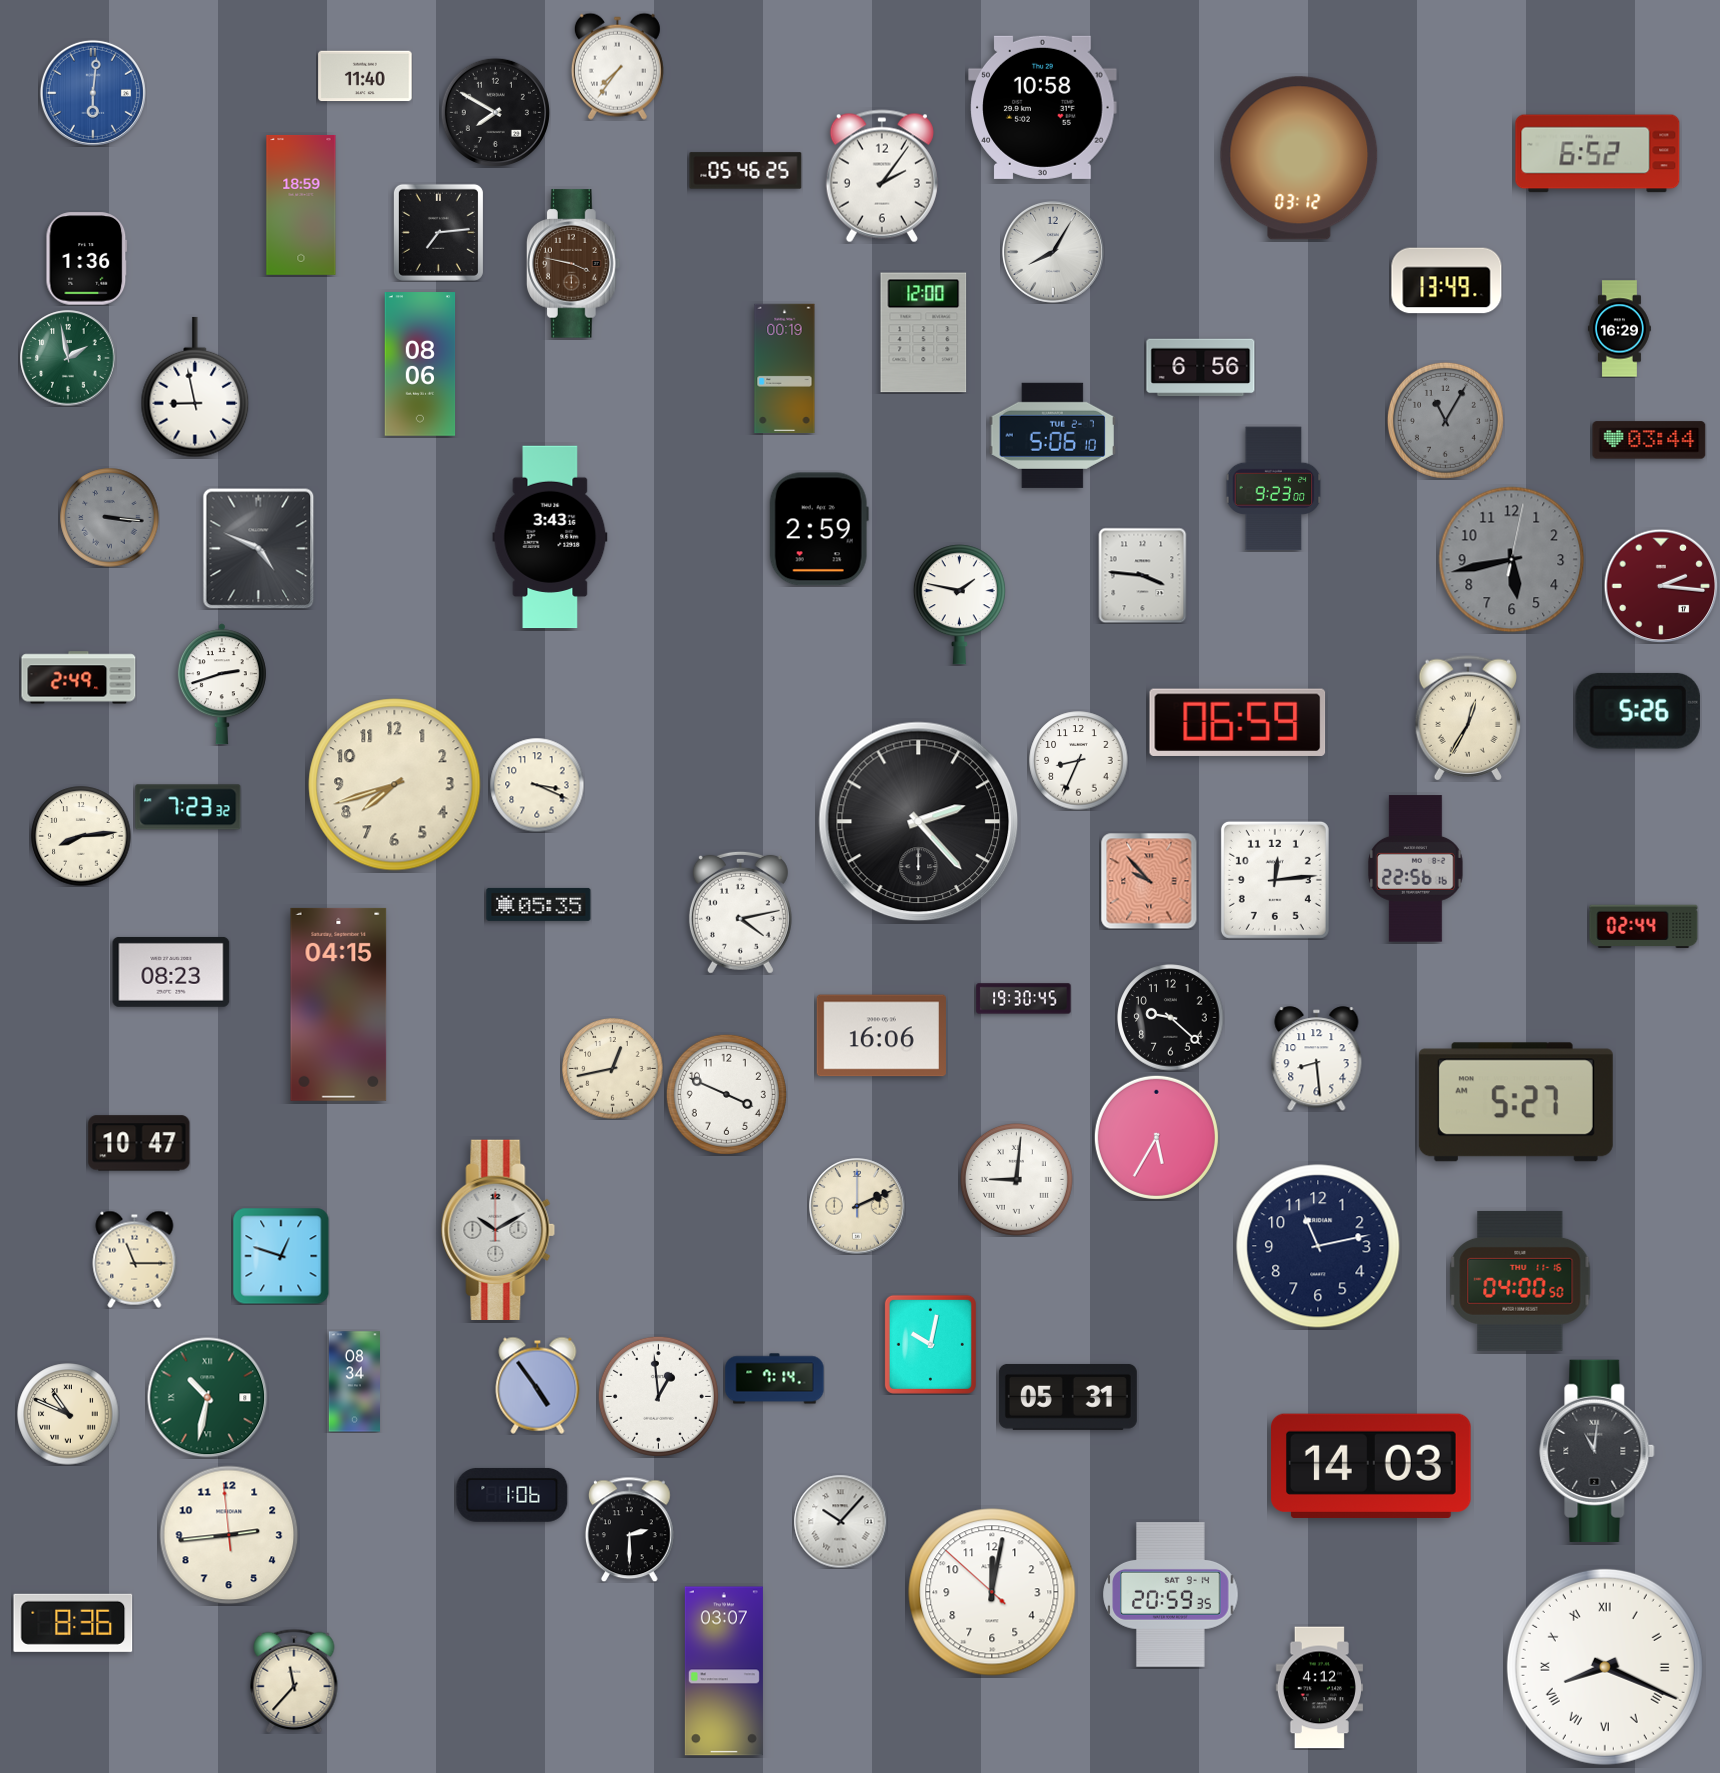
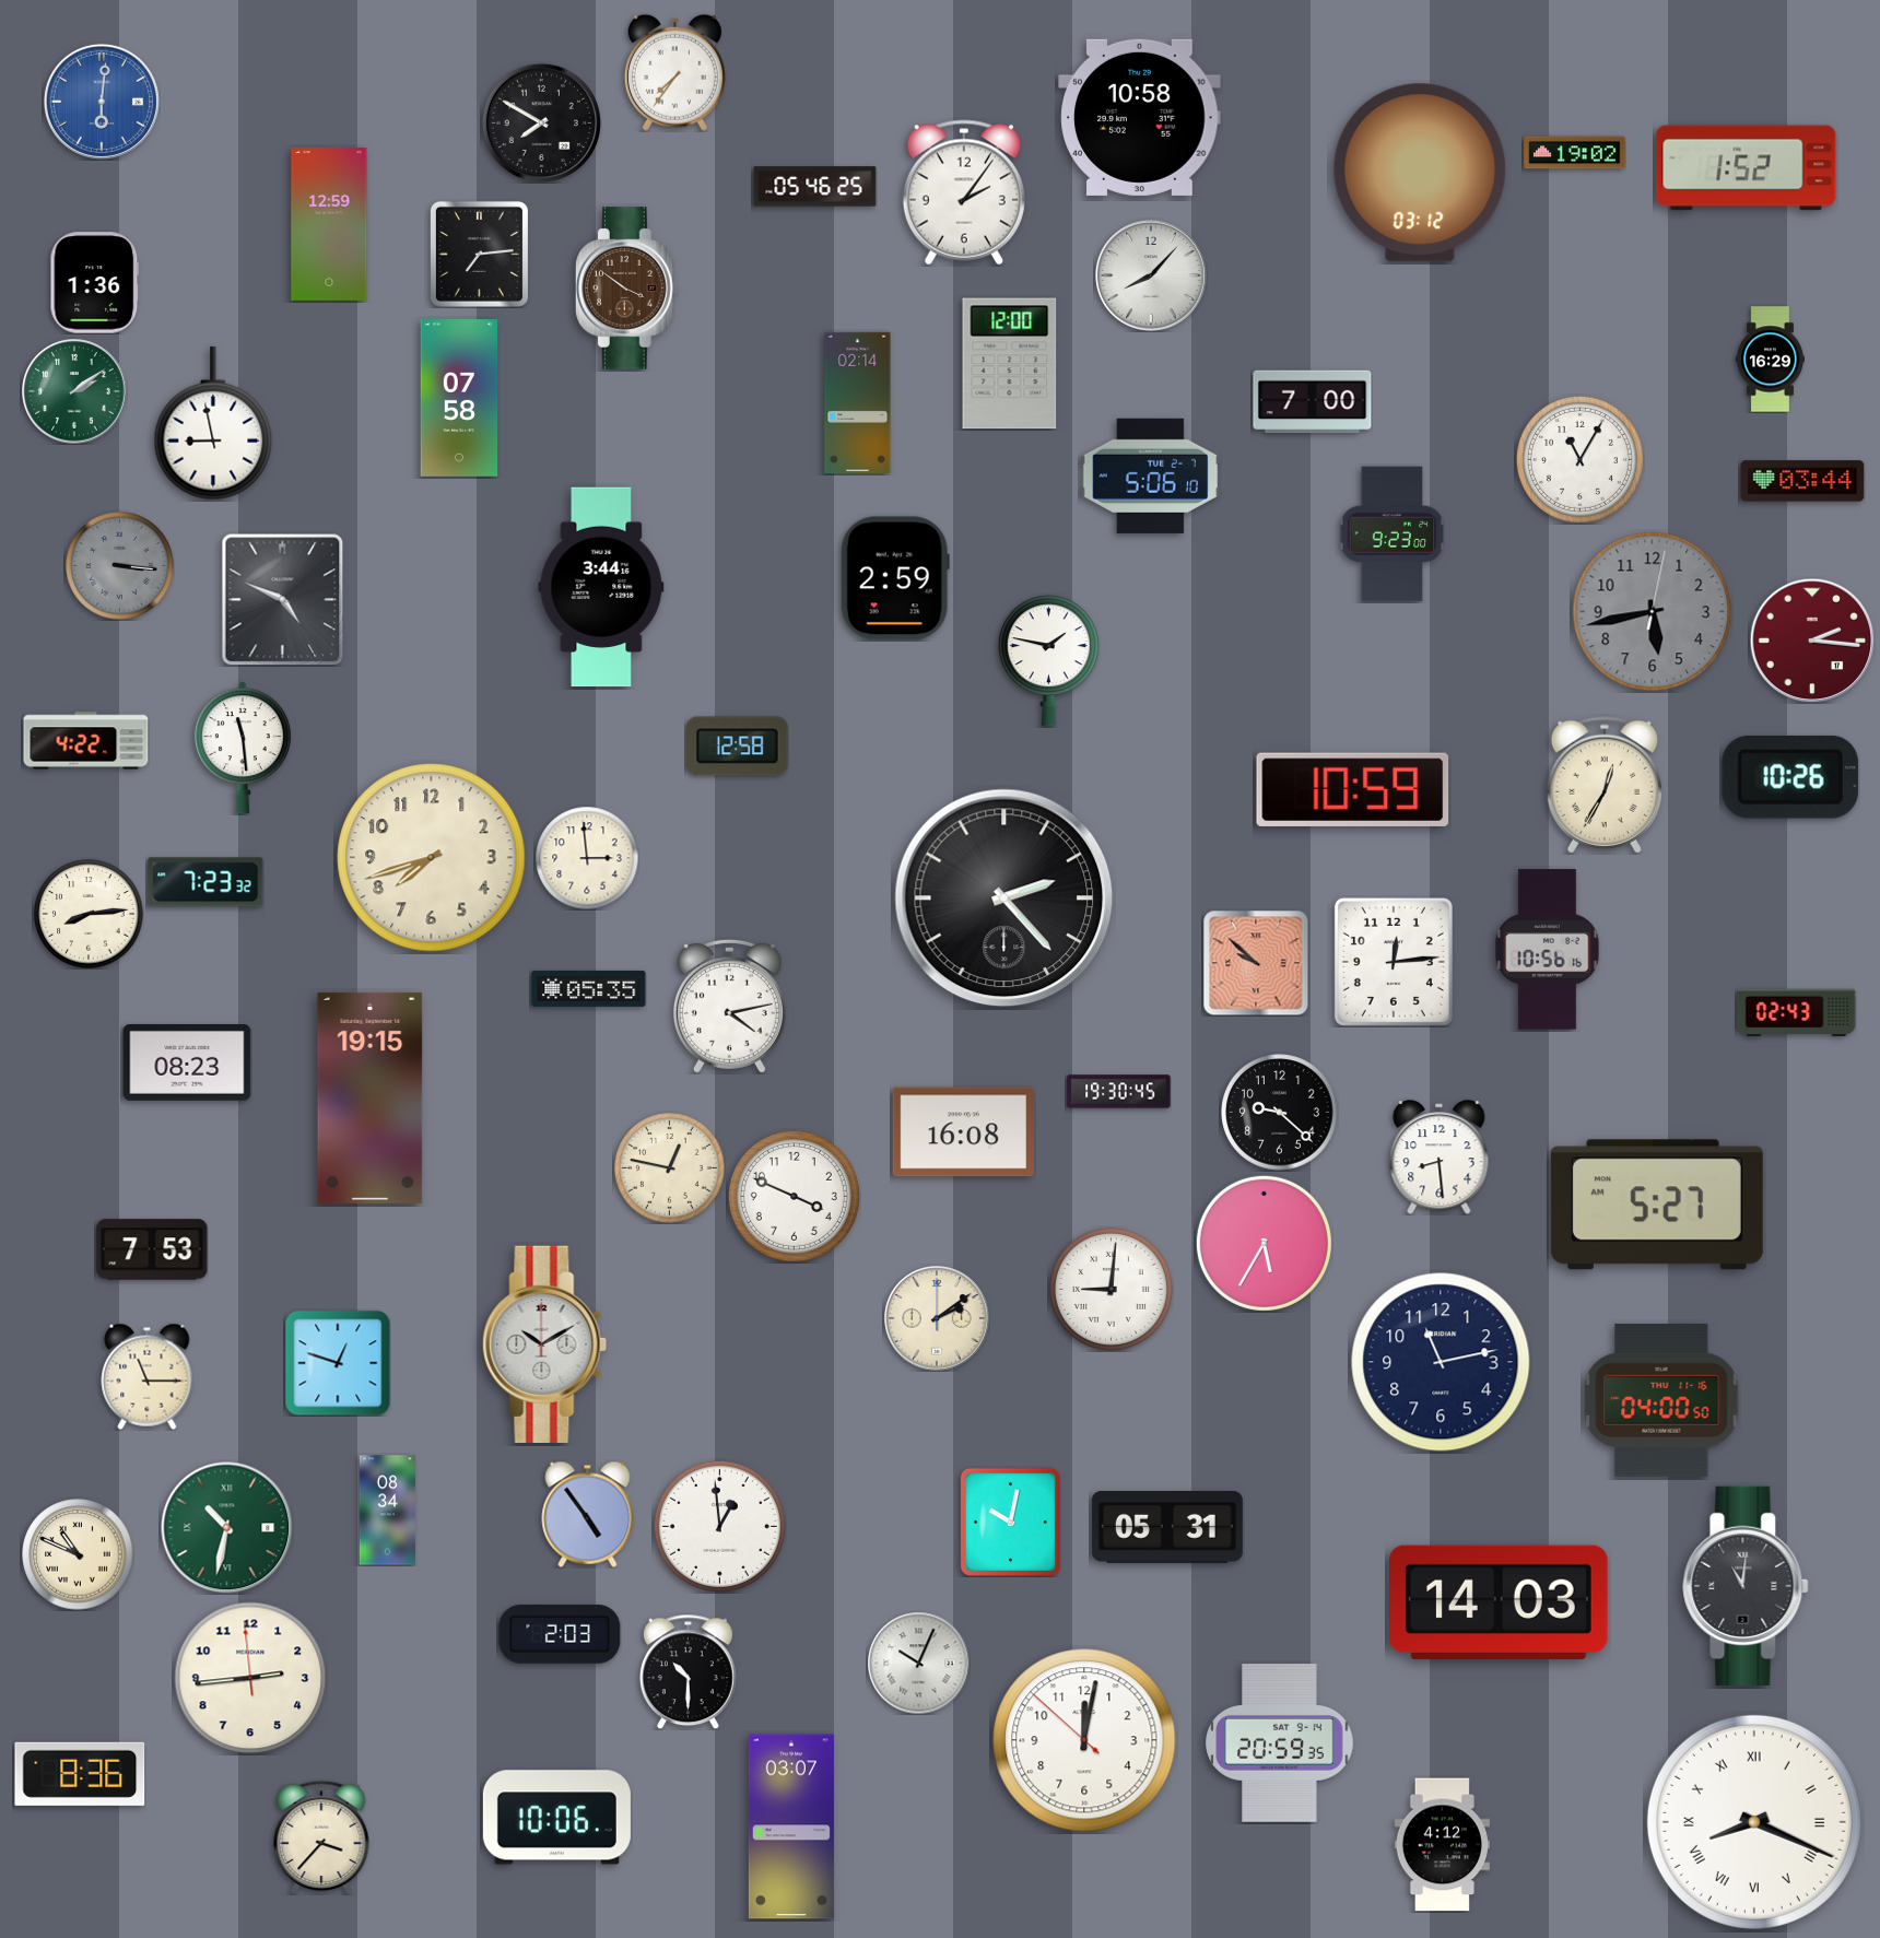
clock at (365, 76): 11:40 -> none
clock at (1575, 153): none -> 19:02
clock at (1598, 154): 6:52 -> 1:52
clock at (301, 205): 18:59 -> 12:59
clock at (1053, 252): 8:05 -> 8:07
clock at (573, 264): 3:47 -> 3:51
clock at (1447, 281): 13:49 -> none
clock at (68, 358): 1:58 -> 2:09
clock at (420, 364): 08:06 -> 07:58
clock at (1201, 368): 6:56 -> 7:00
clock at (785, 369): 00:19 -> 02:14
clock at (1445, 420) dial: grey -> white
clock at (550, 537): 3:43 -> 3:44
clock at (1143, 575): 3:46 -> none
clock at (1661, 586) position: (1661, 586) -> (1812, 641)
clock at (79, 678): 2:49 -> 4:22
clock at (738, 747): none -> 12:58
clock at (222, 684): 2:42 -> 11:29
clock at (1638, 711): 5:26 -> 10:26
clock at (1238, 722): 06:59 -> 10:59
clock at (1079, 761): 8:34 -> none
clock at (537, 785): 3:19 -> 2:59
clock at (1416, 869): 22:56 -> 10:56
clock at (1149, 881): 9:53 -> 9:52
clock at (740, 912) position: (740, 912) -> (729, 1006)
clock at (1644, 927): 02:44 -> 02:43
clock at (339, 1004): 04:15 -> 19:15
clock at (881, 1036): 16:06 -> 16:08
clock at (613, 1069): 12:43 -> 12:47
clock at (139, 1143): 10:47 -> 7:53
clock at (857, 1206): 2:11 -> 2:09
clock at (281, 1256) position: (281, 1256) -> (338, 1363)
clock at (930, 1344) position: (930, 1344) -> (1010, 1522)
clock at (775, 1379): 7:14 -> none
clock at (68, 1414) position: (68, 1414) -> (78, 1554)
clock at (512, 1495): 1:06 -> 2:03
clock at (840, 1521): 10:07 -> 10:04
clock at (630, 1529): 2:30 -> 10:30
clock at (556, 1818): none -> 10:06
clock at (294, 1680): 11:37 -> 3:37
